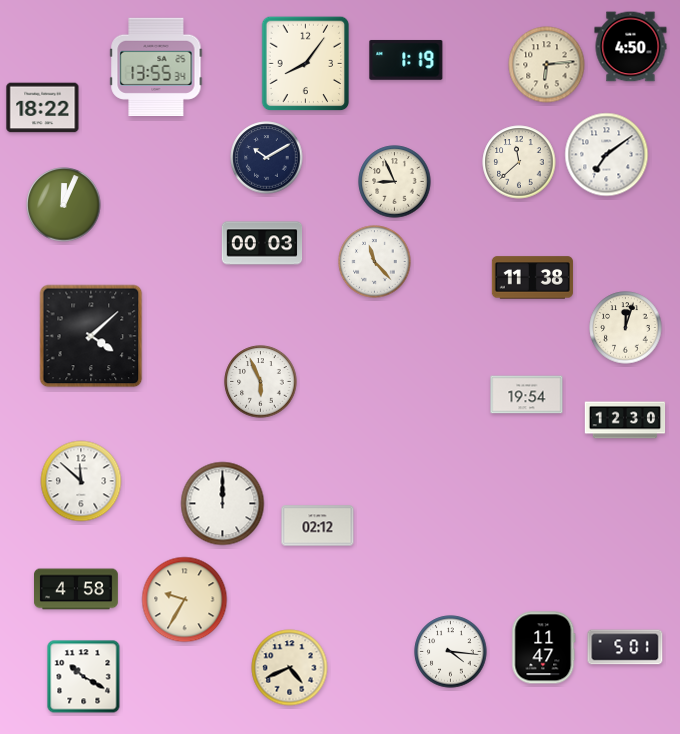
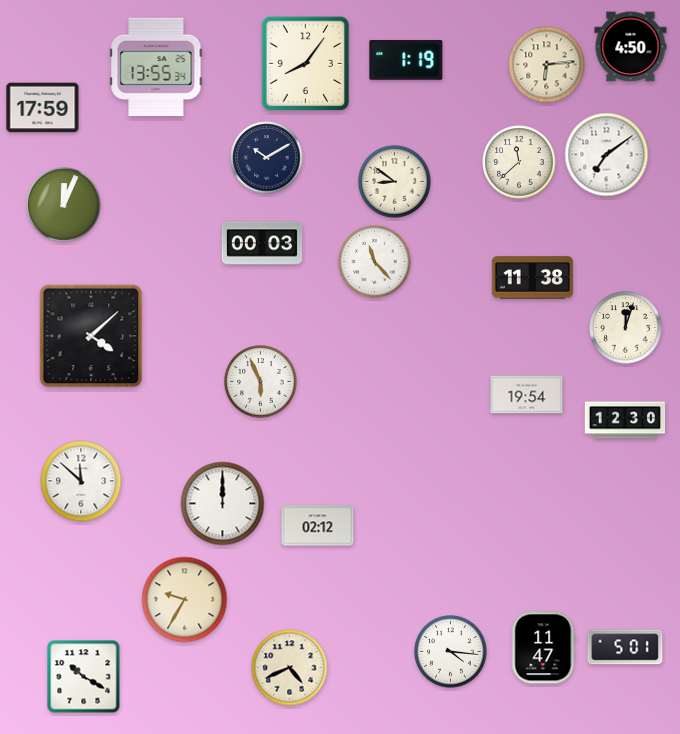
clock at (43, 108): 18:22 -> 17:59
clock at (395, 182): 8:56 -> 8:51
clock at (77, 589): 4:58 -> none
